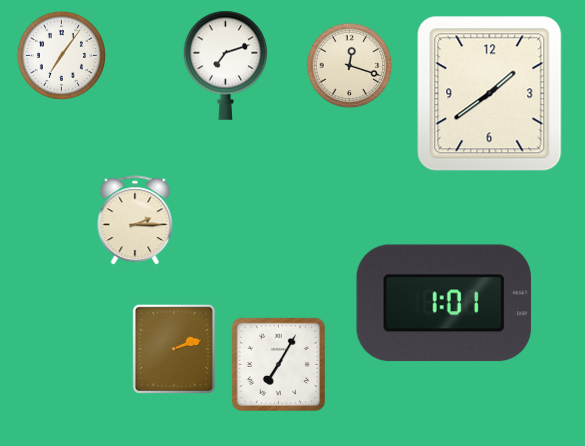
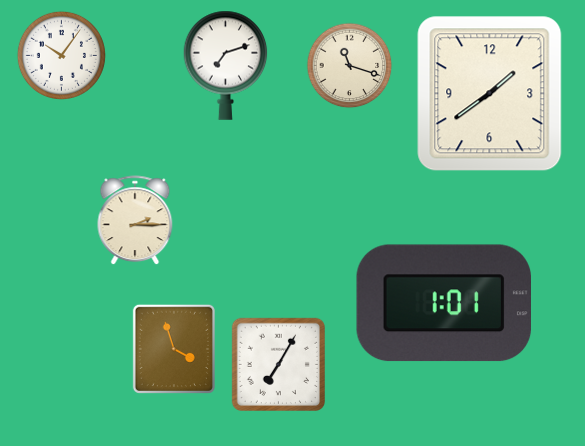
clock at (61, 55): 7:06 -> 10:06
clock at (350, 66): 12:18 -> 11:18
clock at (174, 349): 2:12 -> 3:57
